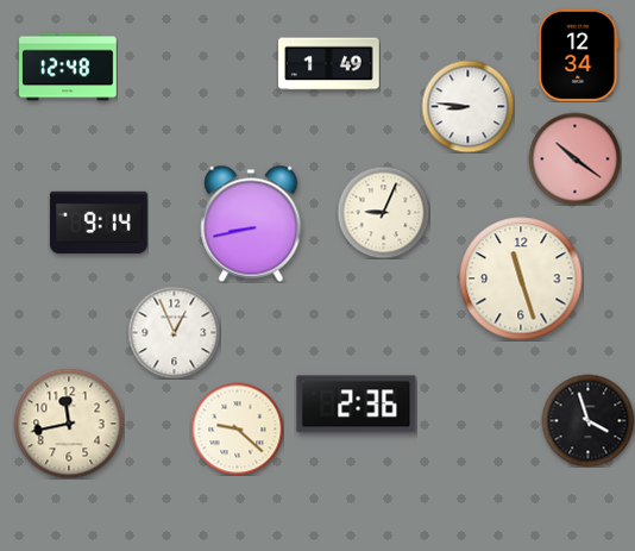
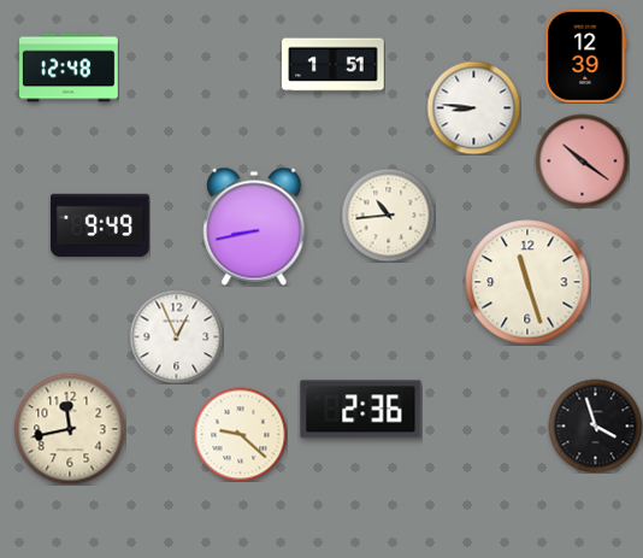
clock at (579, 55): 12:34 -> 12:39
clock at (329, 64): 1:49 -> 1:51
clock at (383, 212): 9:04 -> 10:44
clock at (99, 221): 9:14 -> 9:49
